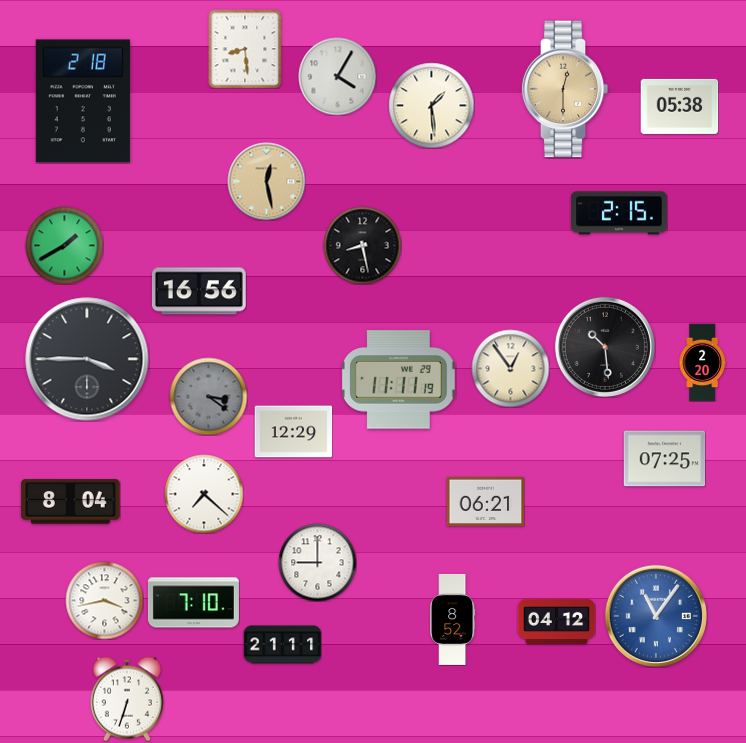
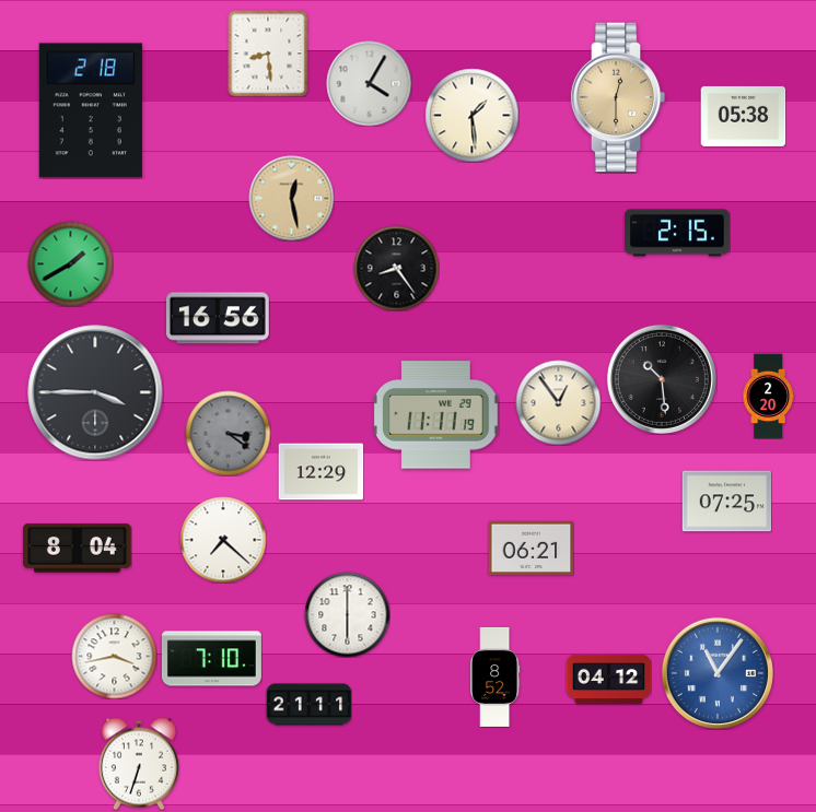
clock at (64, 245) position: (64, 245) -> (70, 263)
clock at (362, 245): 8:28 -> 8:24
clock at (317, 562): 9:00 -> 6:00
